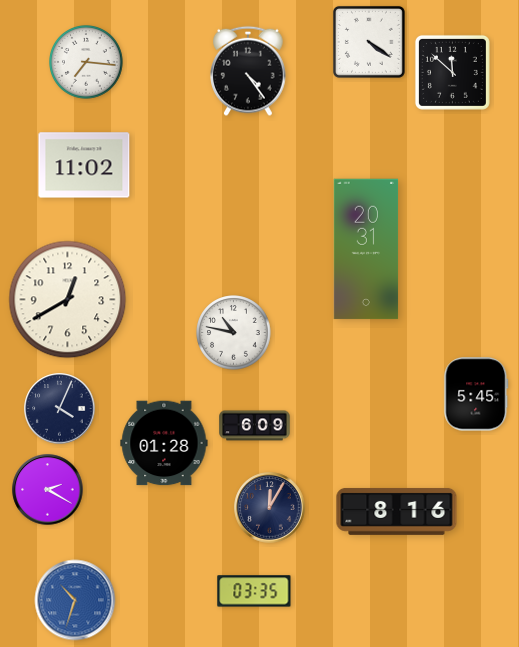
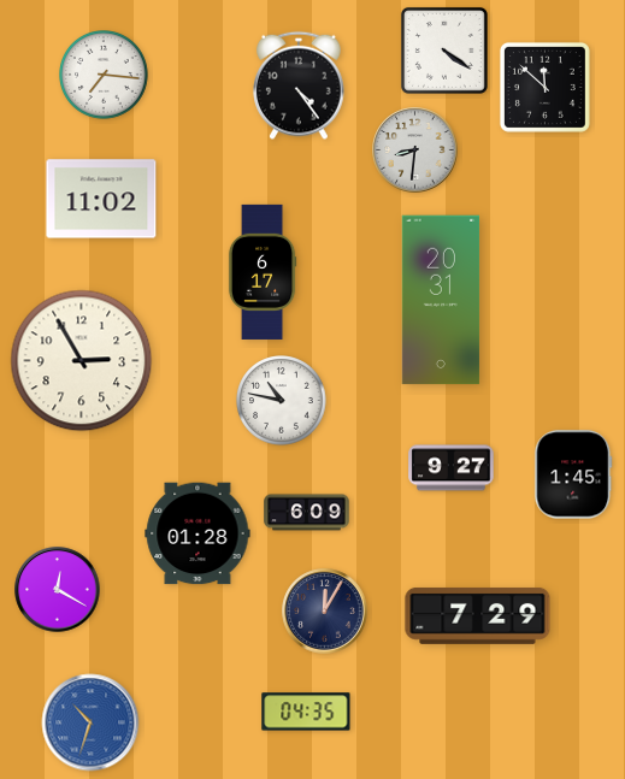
clock at (415, 151): none -> 8:31
clock at (263, 272): none -> 6:17
clock at (68, 300): 12:40 -> 2:55
clock at (452, 468): none -> 9:27
clock at (476, 394): 5:45 -> 1:45
clock at (60, 409): 4:04 -> none
clock at (48, 490): 2:20 -> 12:20
clock at (397, 511): 8:16 -> 7:29
clock at (254, 591): 03:35 -> 04:35
